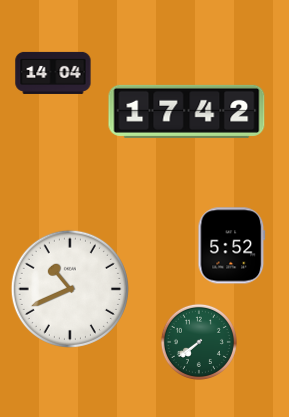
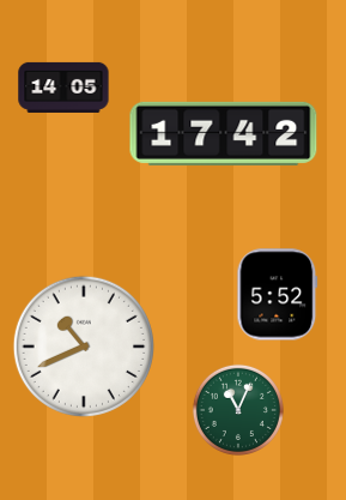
clock at (53, 73): 14:04 -> 14:05
clock at (199, 342): 7:39 -> 11:04
